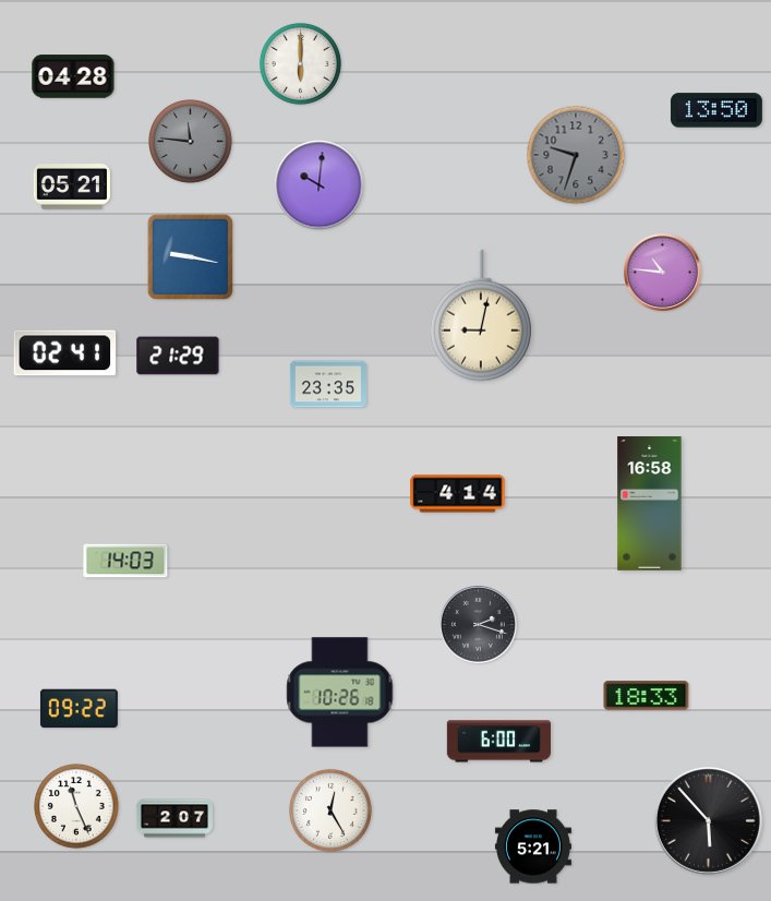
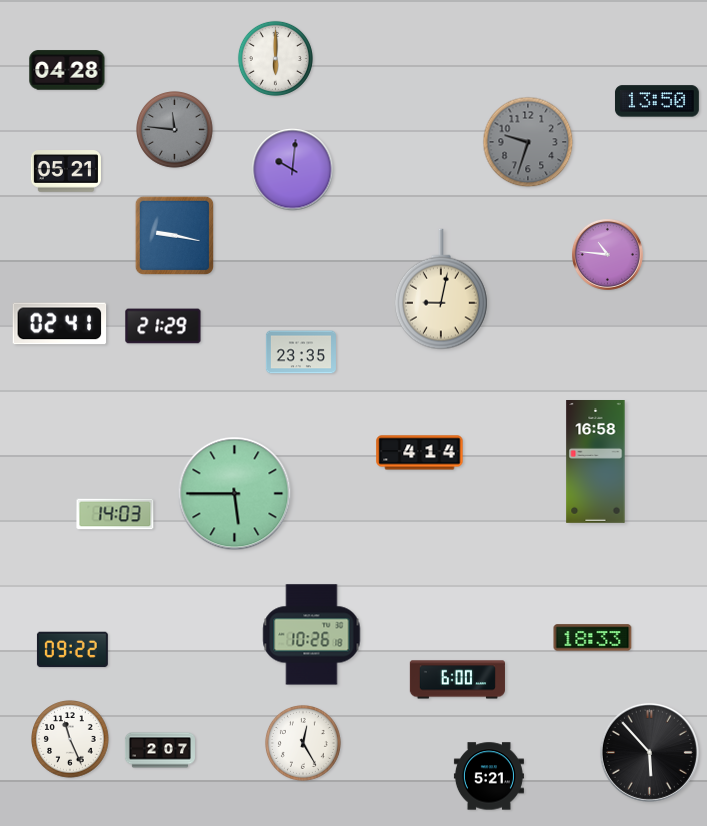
clock at (662, 272) position: (662, 272) -> (607, 254)
clock at (235, 494): none -> 5:45
clock at (478, 624): 2:18 -> none
